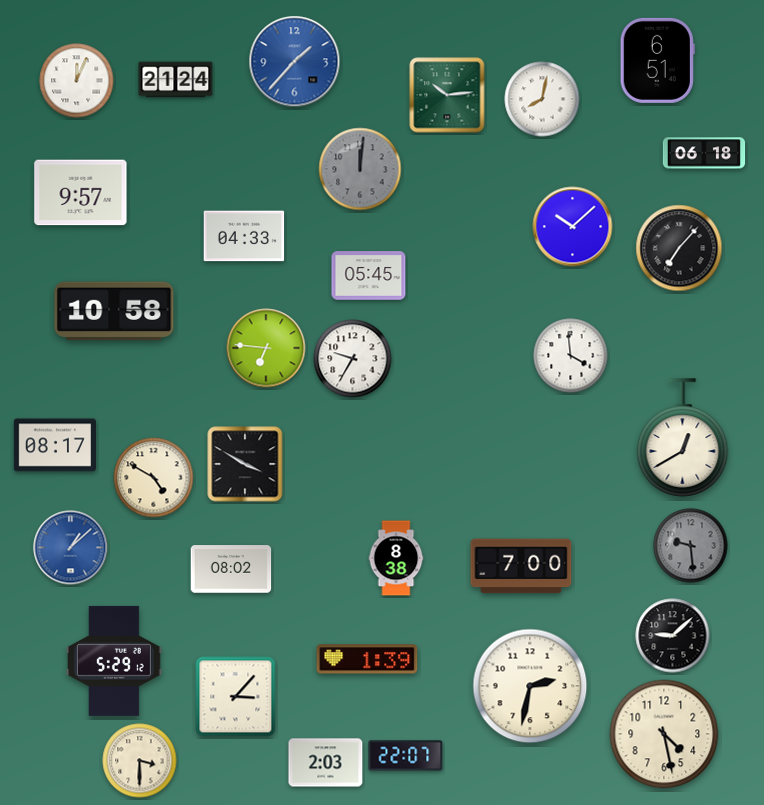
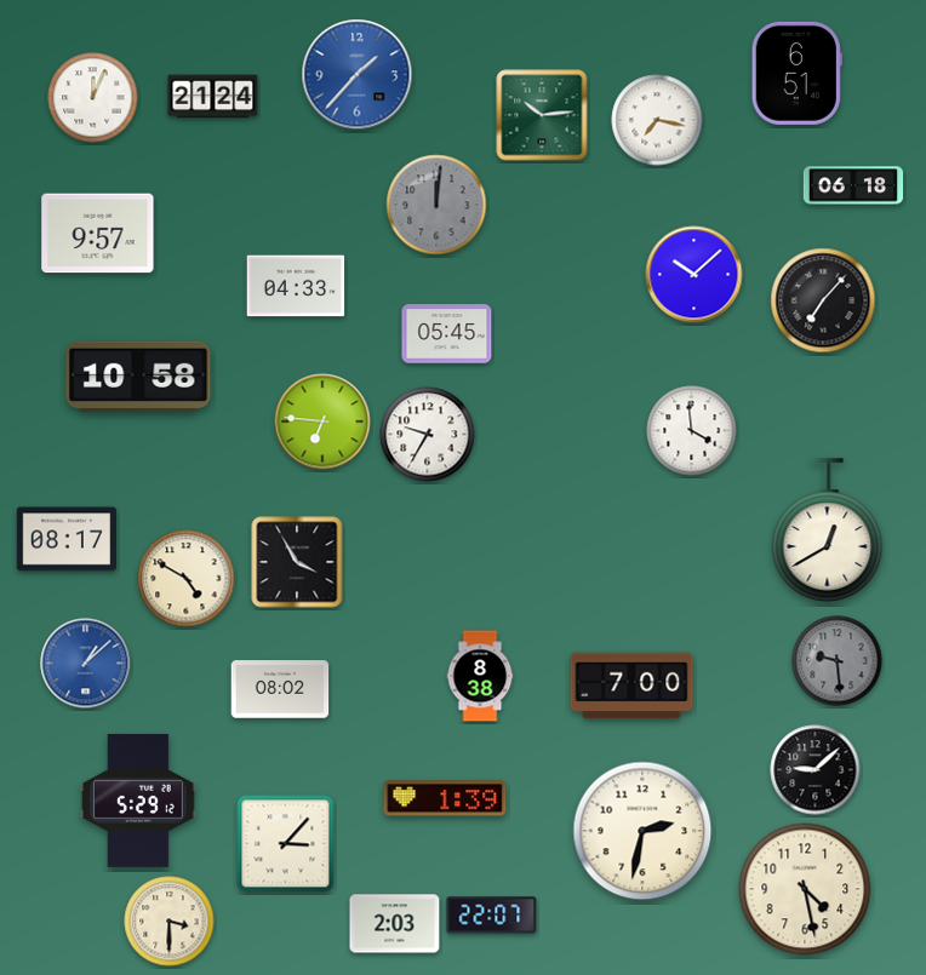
clock at (542, 99): 8:02 -> 7:17
clock at (245, 464): 3:50 -> 3:55
